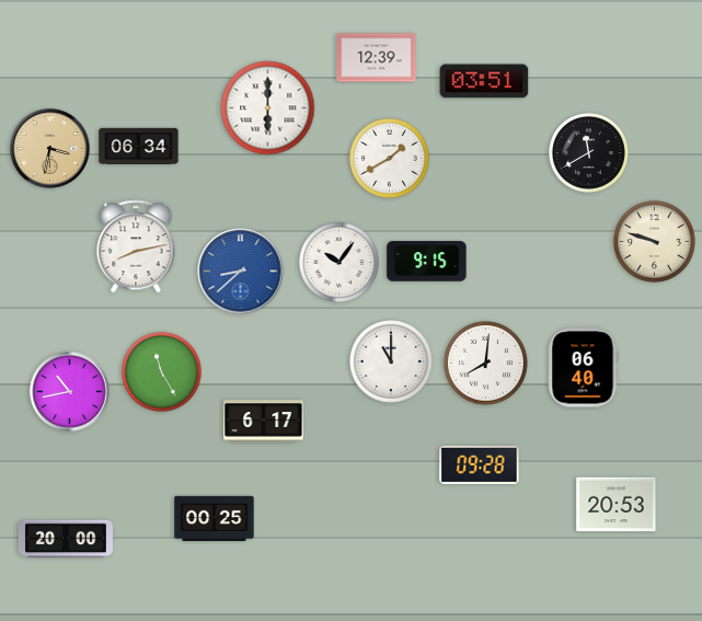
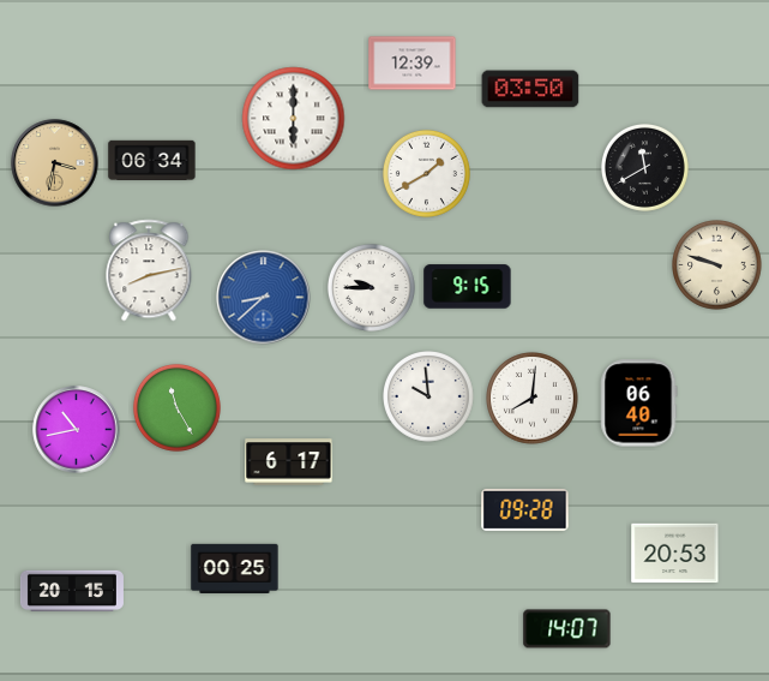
clock at (484, 81): 03:51 -> 03:50
clock at (338, 262): 10:06 -> 9:45
clock at (392, 363): 11:00 -> 9:59
clock at (66, 539): 20:00 -> 20:15
clock at (567, 629): none -> 14:07
